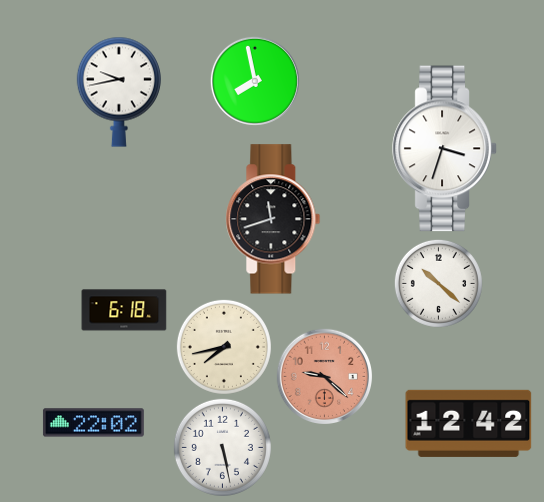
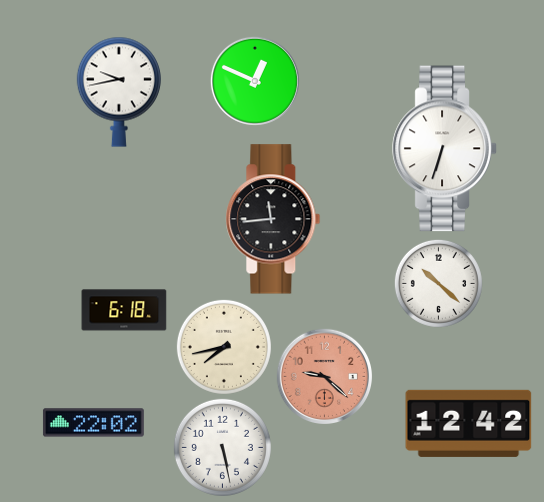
clock at (255, 81): 7:58 -> 12:49
clock at (445, 149): 3:33 -> 6:33
clock at (273, 219): 11:42 -> 11:44
